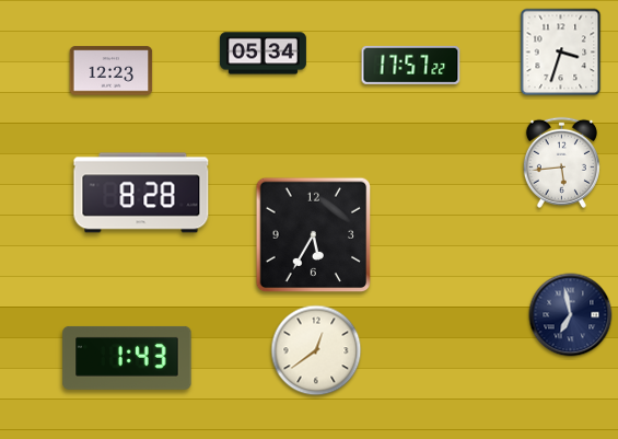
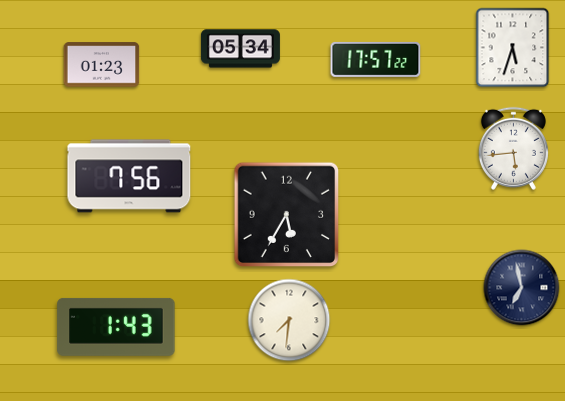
clock at (561, 53): 3:33 -> 5:33
clock at (112, 71): 12:23 -> 01:23
clock at (141, 193): 8:28 -> 7:56
clock at (316, 350): 12:39 -> 7:31
